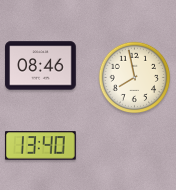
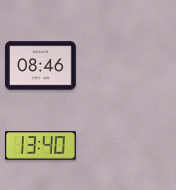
clock at (135, 78): 7:58 -> none
